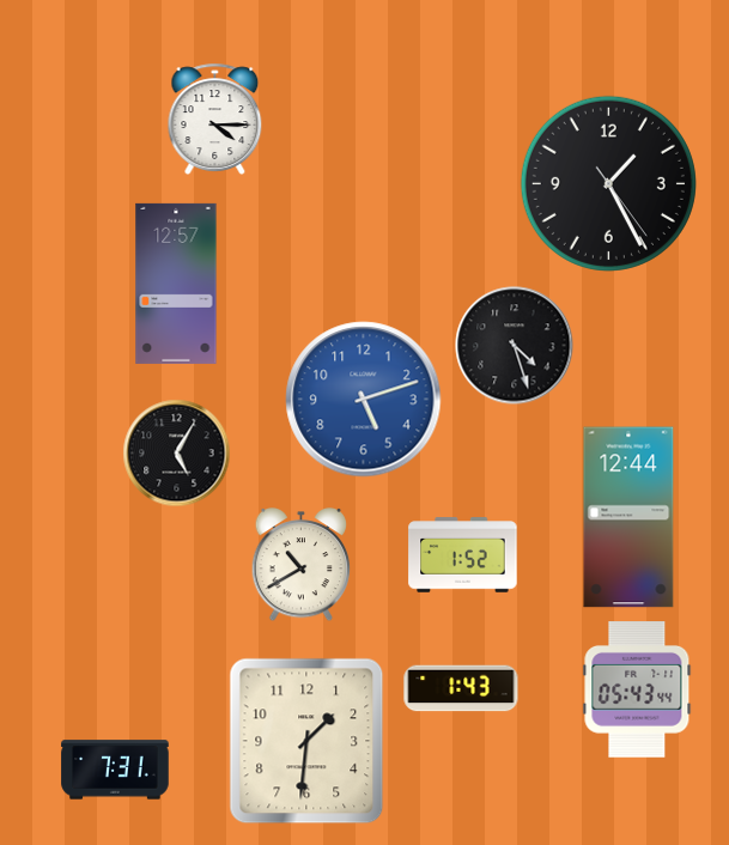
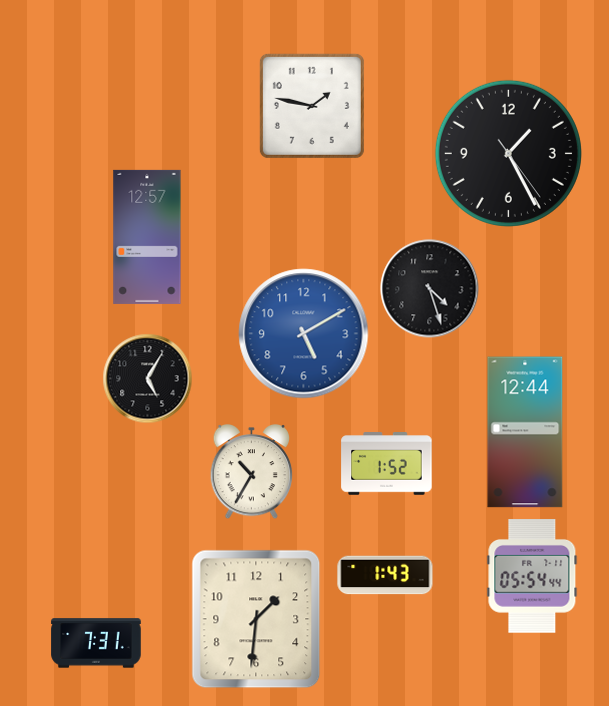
clock at (215, 118): 4:15 -> none
clock at (312, 106): none -> 1:47
clock at (364, 400): 5:12 -> 5:10
clock at (302, 565): 10:40 -> 10:35
clock at (637, 689): 05:43 -> 05:54
